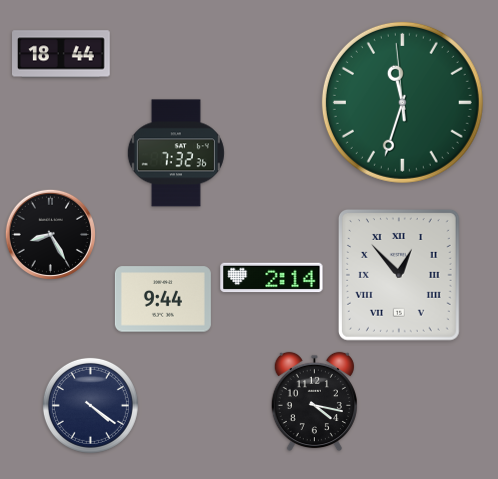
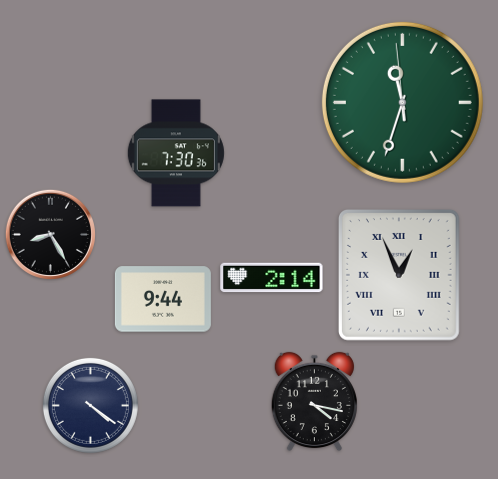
clock at (62, 54): 18:44 -> none
clock at (176, 153): 7:32 -> 7:30
clock at (399, 275): 12:53 -> 12:56
